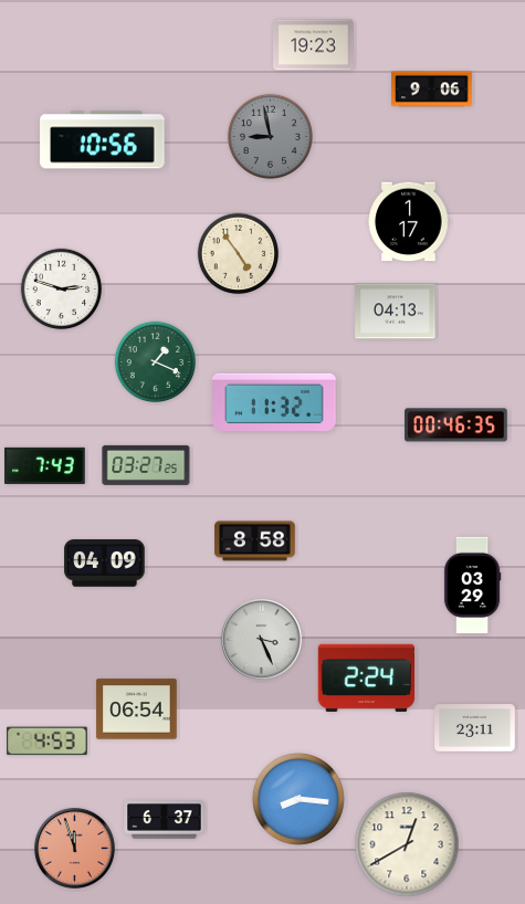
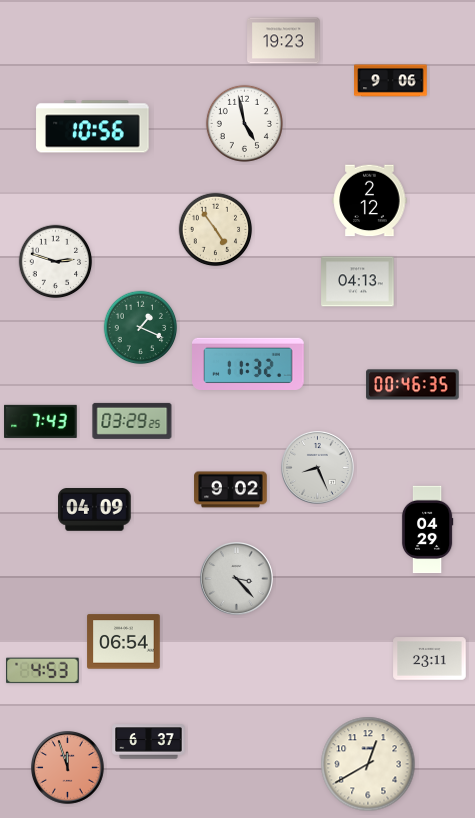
clock at (270, 136): 8:58 -> 4:58
clock at (270, 136) dial: grey -> white
clock at (409, 222): 1:17 -> 2:12
clock at (146, 465): 03:27 -> 03:29
clock at (318, 468): none -> 8:26
clock at (255, 542): 8:58 -> 9:02
clock at (472, 586): 03:29 -> 04:29
clock at (262, 640): 3:26 -> 3:23
clock at (367, 677): 2:24 -> none
clock at (300, 800): 8:16 -> none
